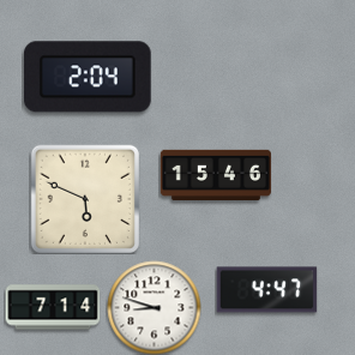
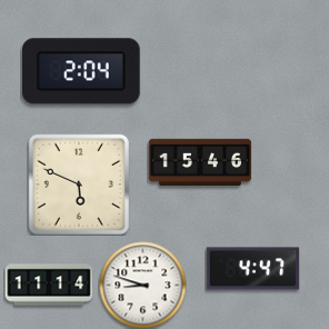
clock at (266, 290) position: (266, 290) -> (252, 269)
clock at (53, 307): 7:14 -> 11:14
